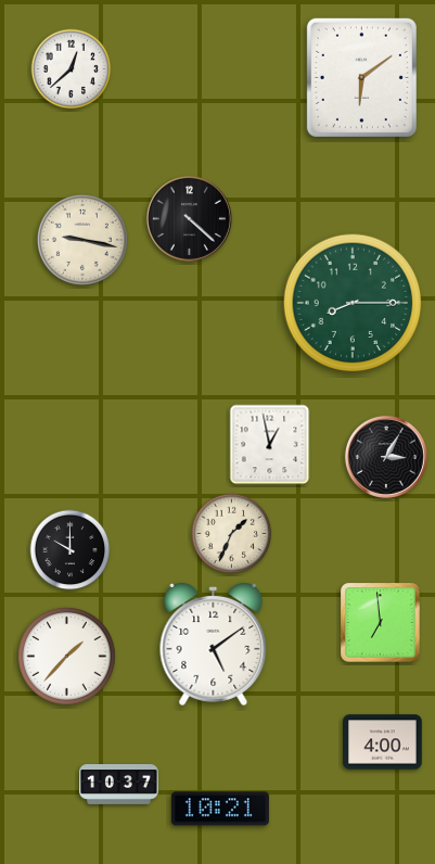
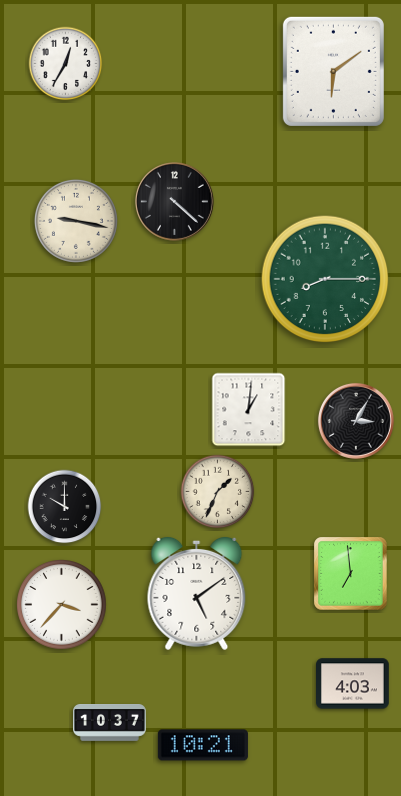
clock at (72, 69): 12:38 -> 12:35
clock at (270, 445): 12:58 -> 1:01
clock at (232, 534) position: (232, 534) -> (218, 492)
clock at (67, 657): 1:37 -> 3:37
clock at (383, 742): 4:00 -> 4:03
